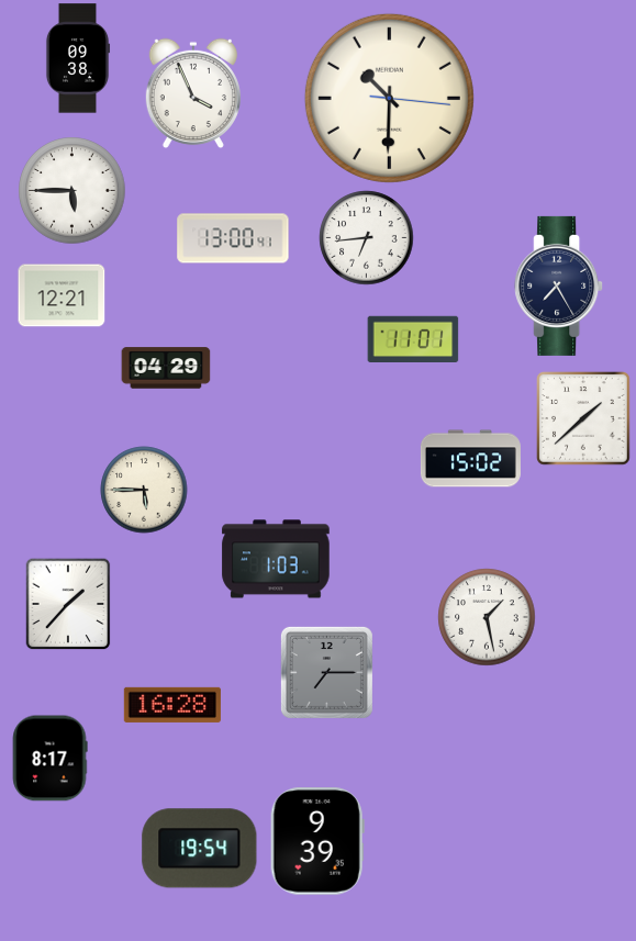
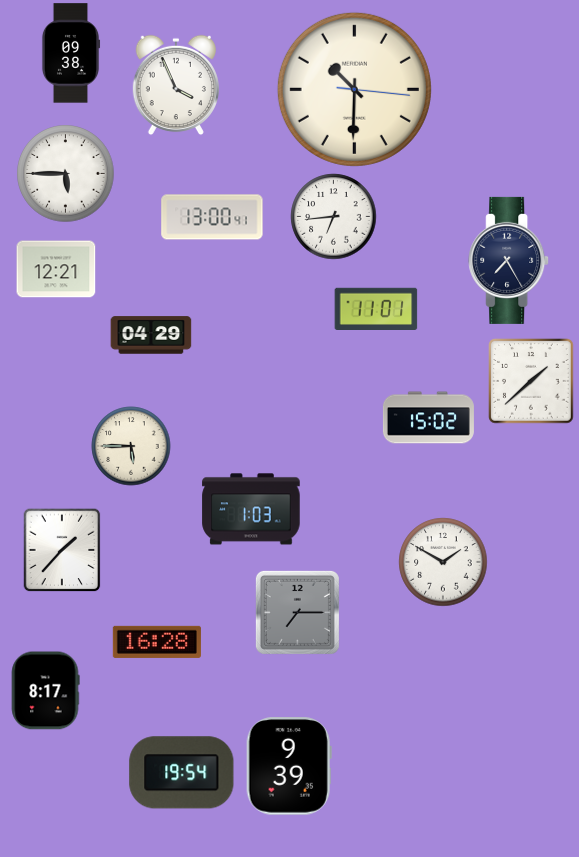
clock at (487, 617): 1:28 -> 1:50
